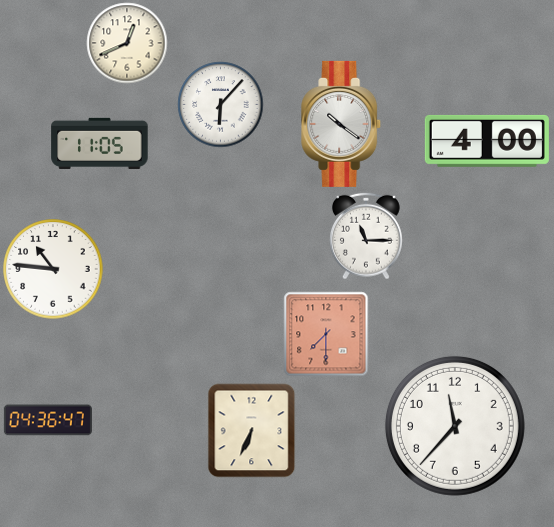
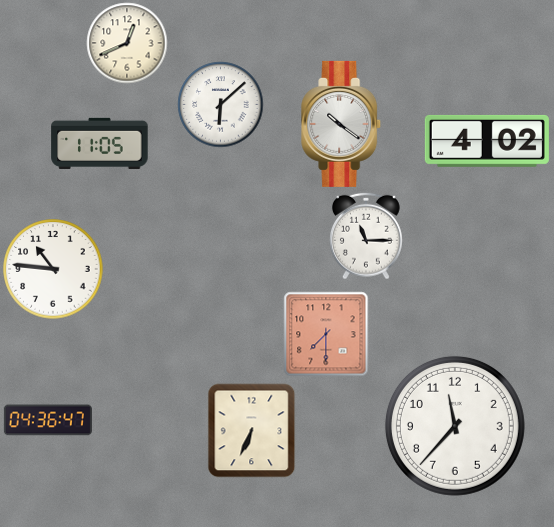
clock at (221, 105): 6:07 -> 6:08
clock at (487, 141): 4:00 -> 4:02
